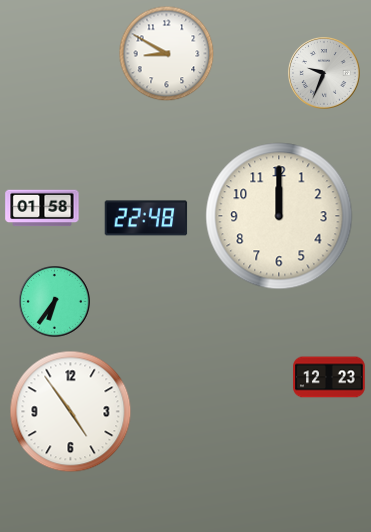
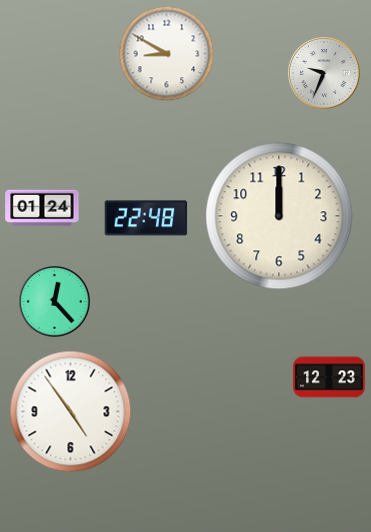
clock at (42, 208): 01:58 -> 01:24
clock at (55, 302): 6:36 -> 12:23
